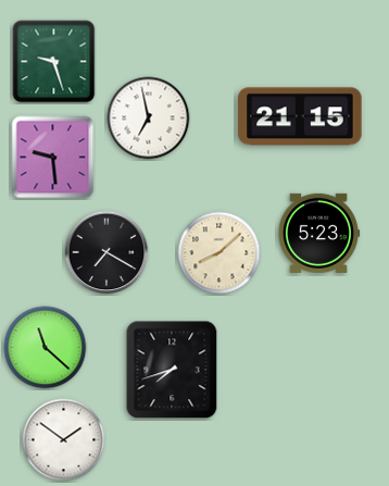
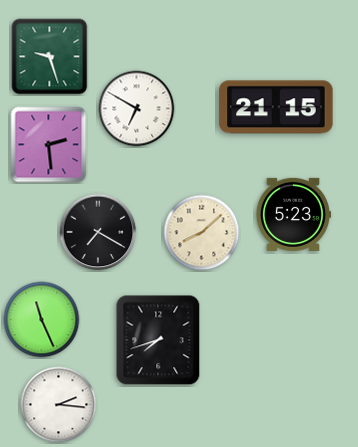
clock at (149, 119): 6:58 -> 6:50
clock at (53, 158): 9:29 -> 2:29
clock at (46, 348): 11:22 -> 11:26
clock at (64, 440): 1:51 -> 2:16
